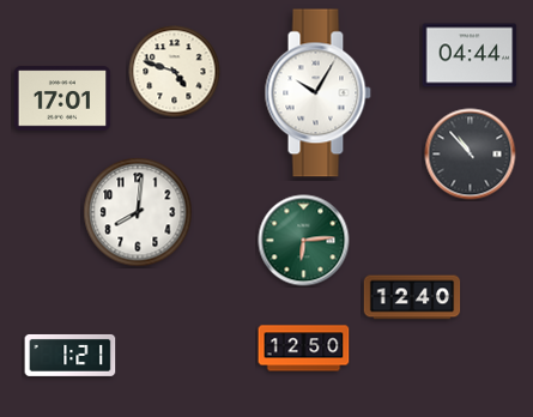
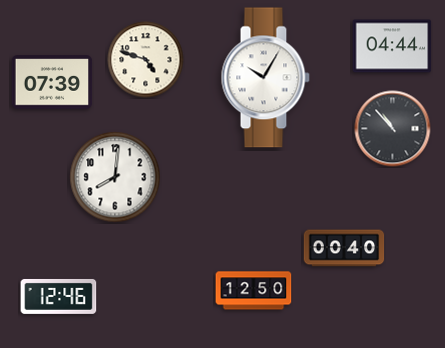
clock at (62, 98): 17:01 -> 07:39
clock at (304, 241): 6:14 -> none
clock at (412, 297): 12:40 -> 00:40
clock at (71, 355): 1:21 -> 12:46
